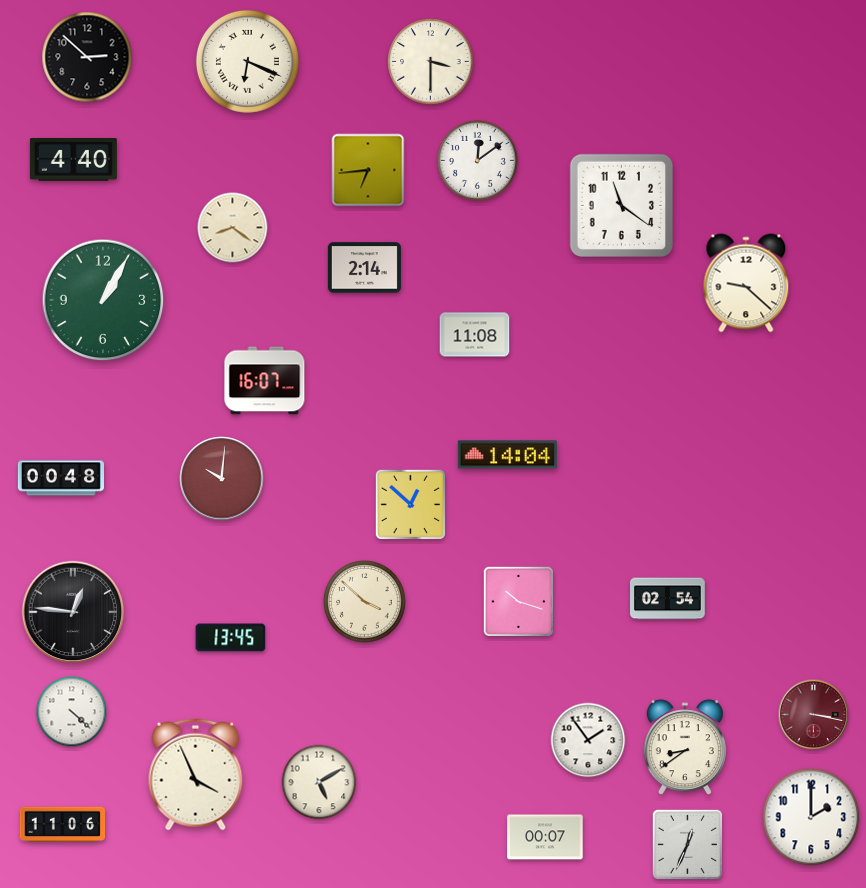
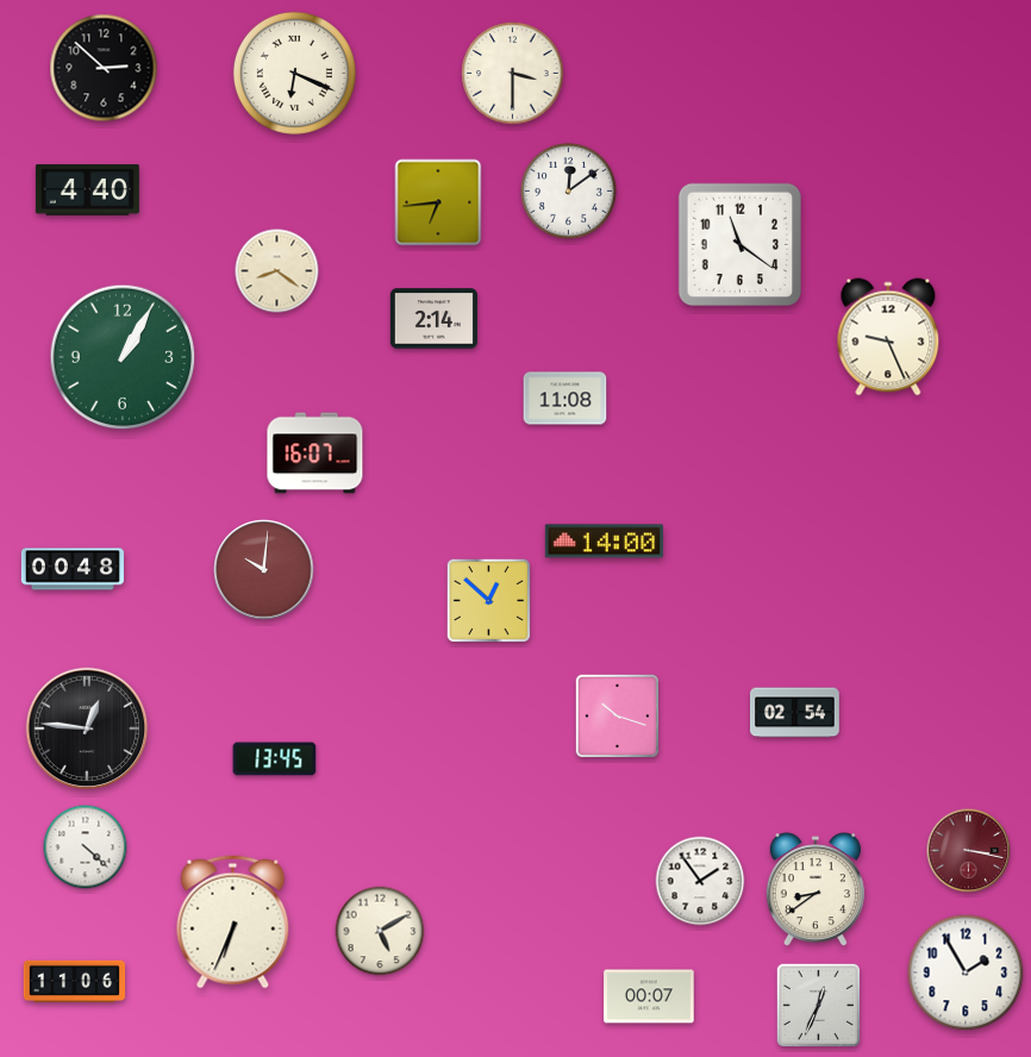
clock at (746, 283): 9:22 -> 9:26
clock at (507, 455): 14:04 -> 14:00
clock at (365, 602): 3:52 -> none
clock at (196, 775): 3:56 -> 6:34
clock at (811, 817): 2:00 -> 1:55
